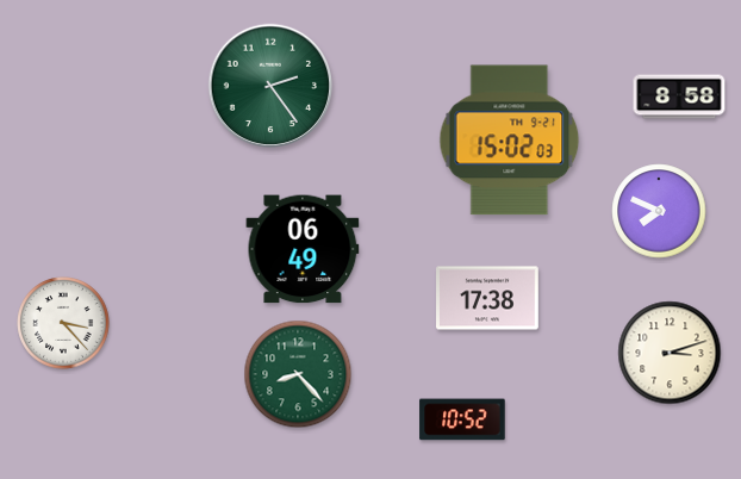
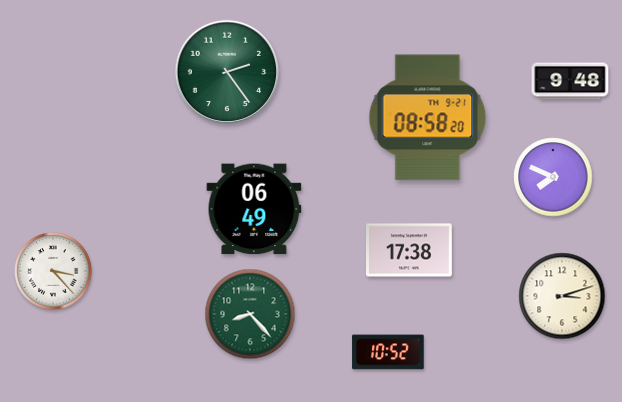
clock at (679, 97): 8:58 -> 9:48
clock at (510, 141): 15:02 -> 08:58
